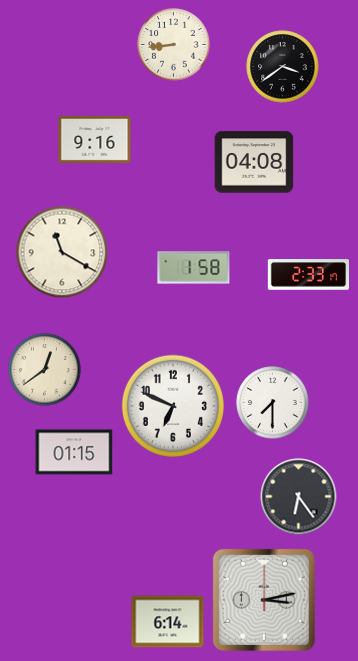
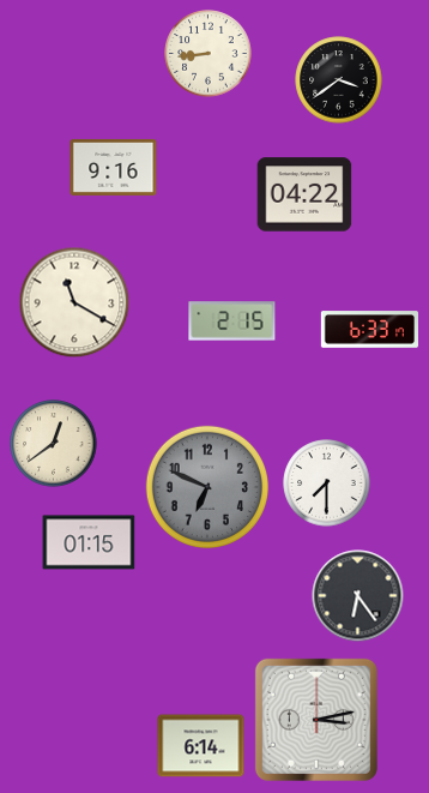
clock at (254, 162): 04:08 -> 04:22
clock at (194, 268): 1:58 -> 2:15
clock at (308, 275): 2:33 -> 6:33
clock at (172, 405) dial: white -> grey
